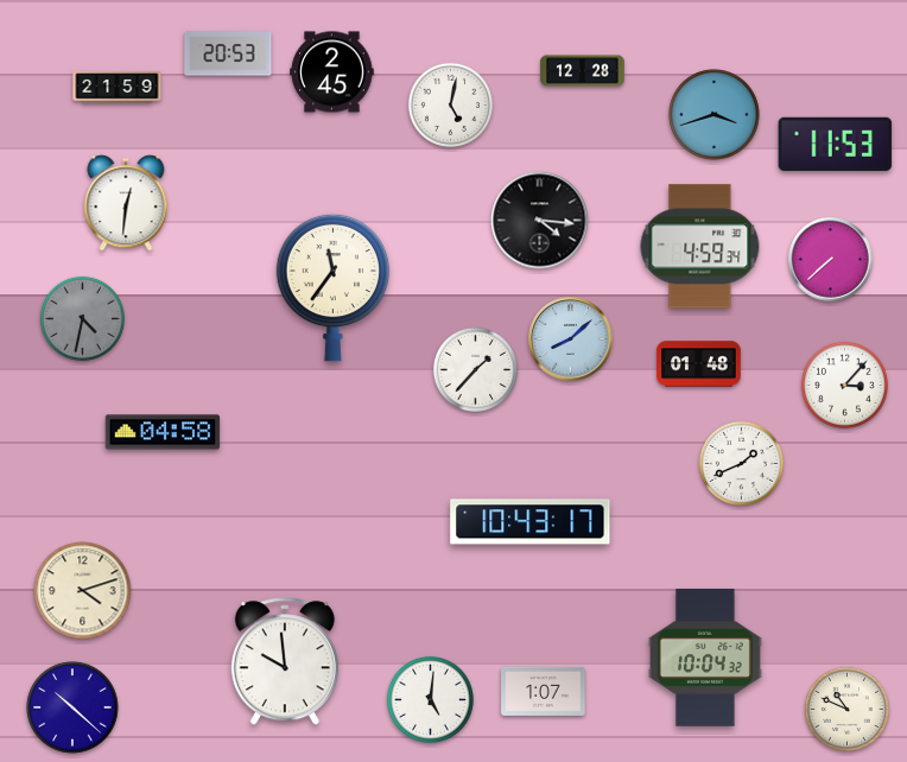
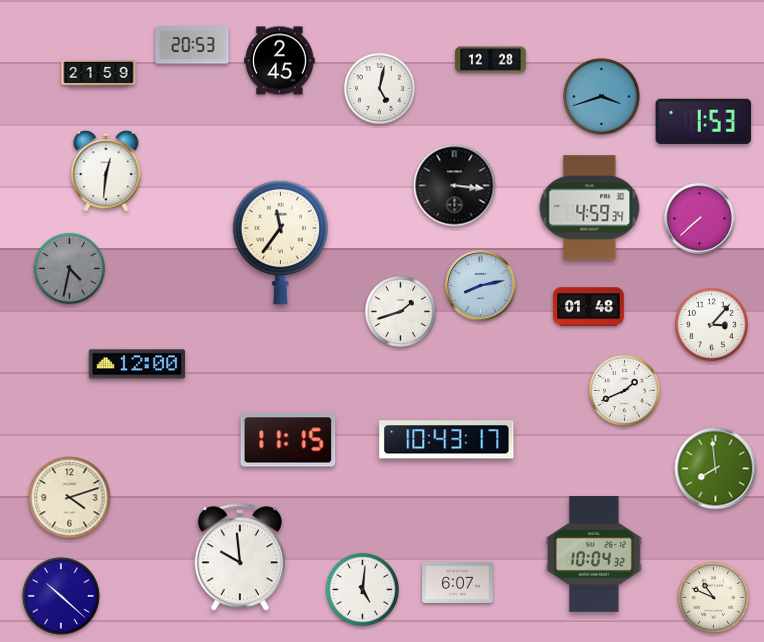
clock at (836, 144): 11:53 -> 1:53
clock at (540, 221): 4:16 -> 3:16
clock at (571, 339): 8:08 -> 8:13
clock at (475, 369): 1:37 -> 1:42
clock at (163, 432): 04:58 -> 12:00
clock at (288, 440): none -> 11:15
clock at (716, 469): none -> 7:59
clock at (544, 691): 1:07 -> 6:07
